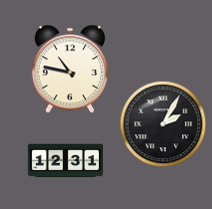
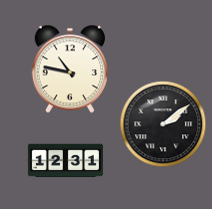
clock at (163, 124): 2:05 -> 2:09
